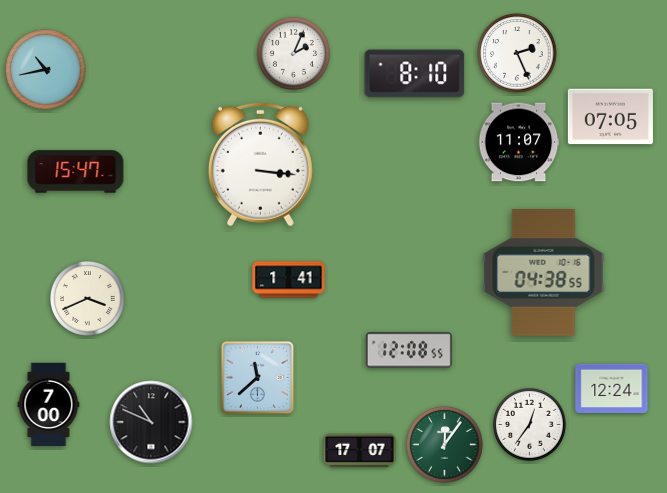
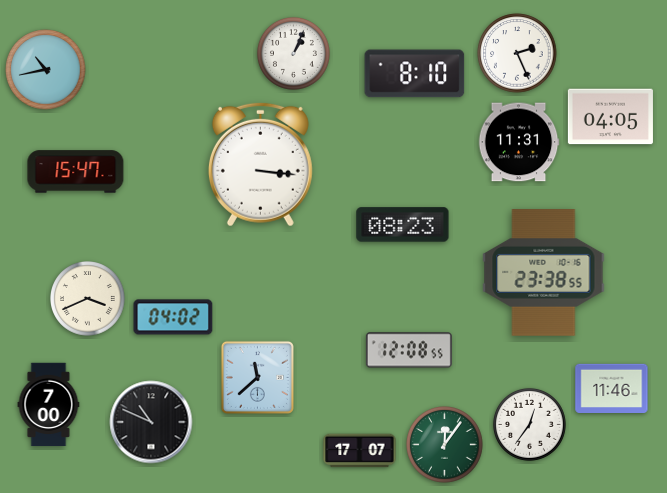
clock at (293, 53): 2:04 -> 1:04
clock at (610, 117): 07:05 -> 04:05
clock at (519, 142): 11:07 -> 11:31
clock at (403, 225): none -> 08:23
clock at (544, 273): 04:38 -> 23:38
clock at (289, 280): 1:41 -> none
clock at (173, 317): none -> 04:02
clock at (612, 389): 12:24 -> 11:46
